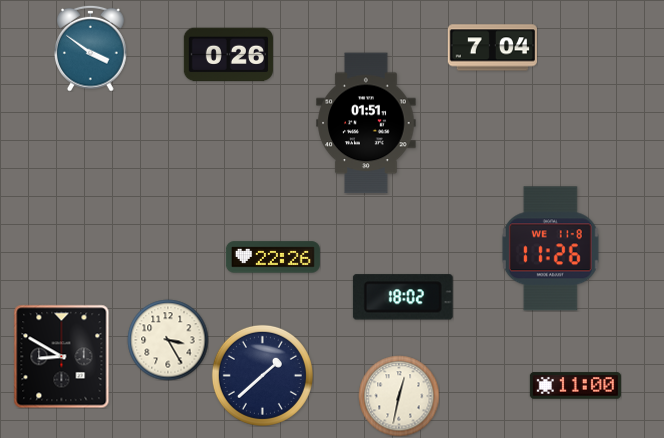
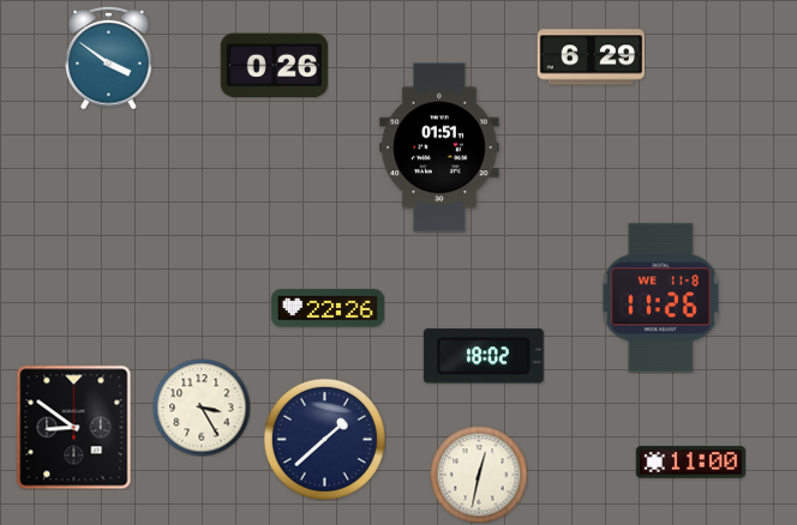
clock at (492, 48): 7:04 -> 6:29
clock at (62, 356): 8:50 -> 8:51
clock at (262, 375) position: (262, 375) -> (324, 439)
